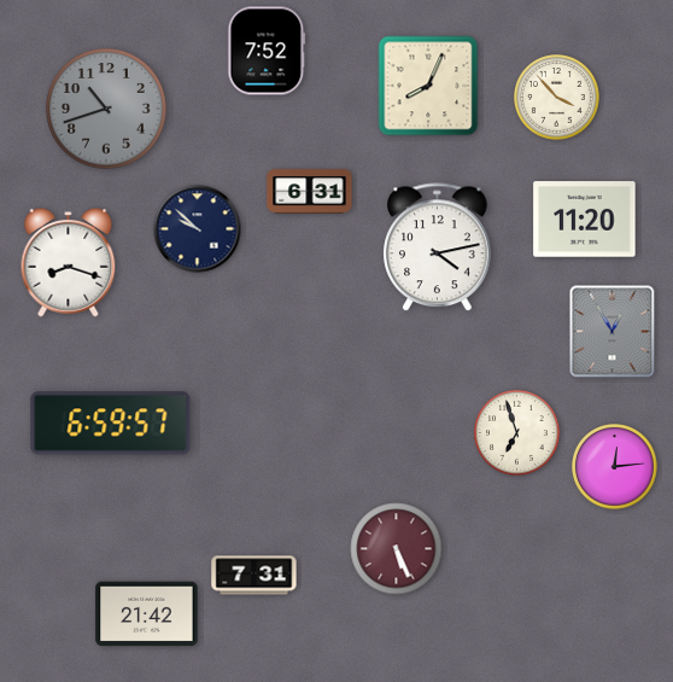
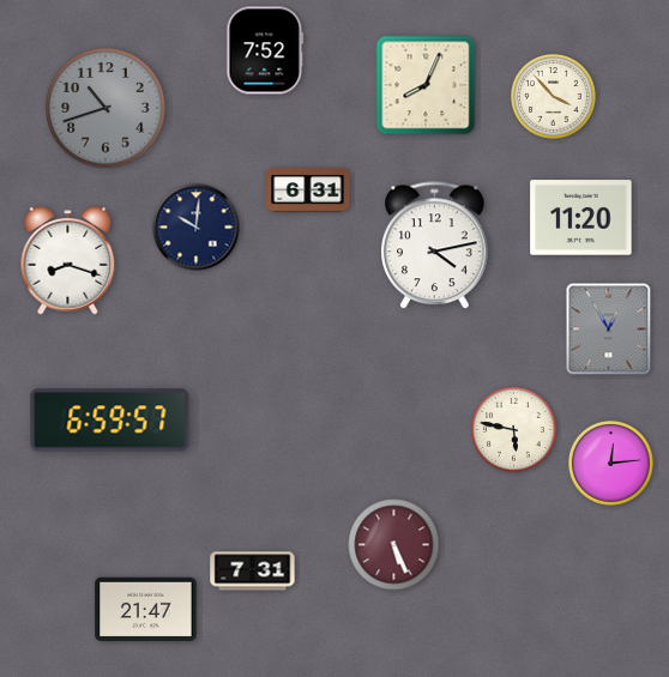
clock at (198, 229): 9:52 -> 10:01
clock at (517, 433): 6:57 -> 5:47
clock at (147, 614): 21:42 -> 21:47
